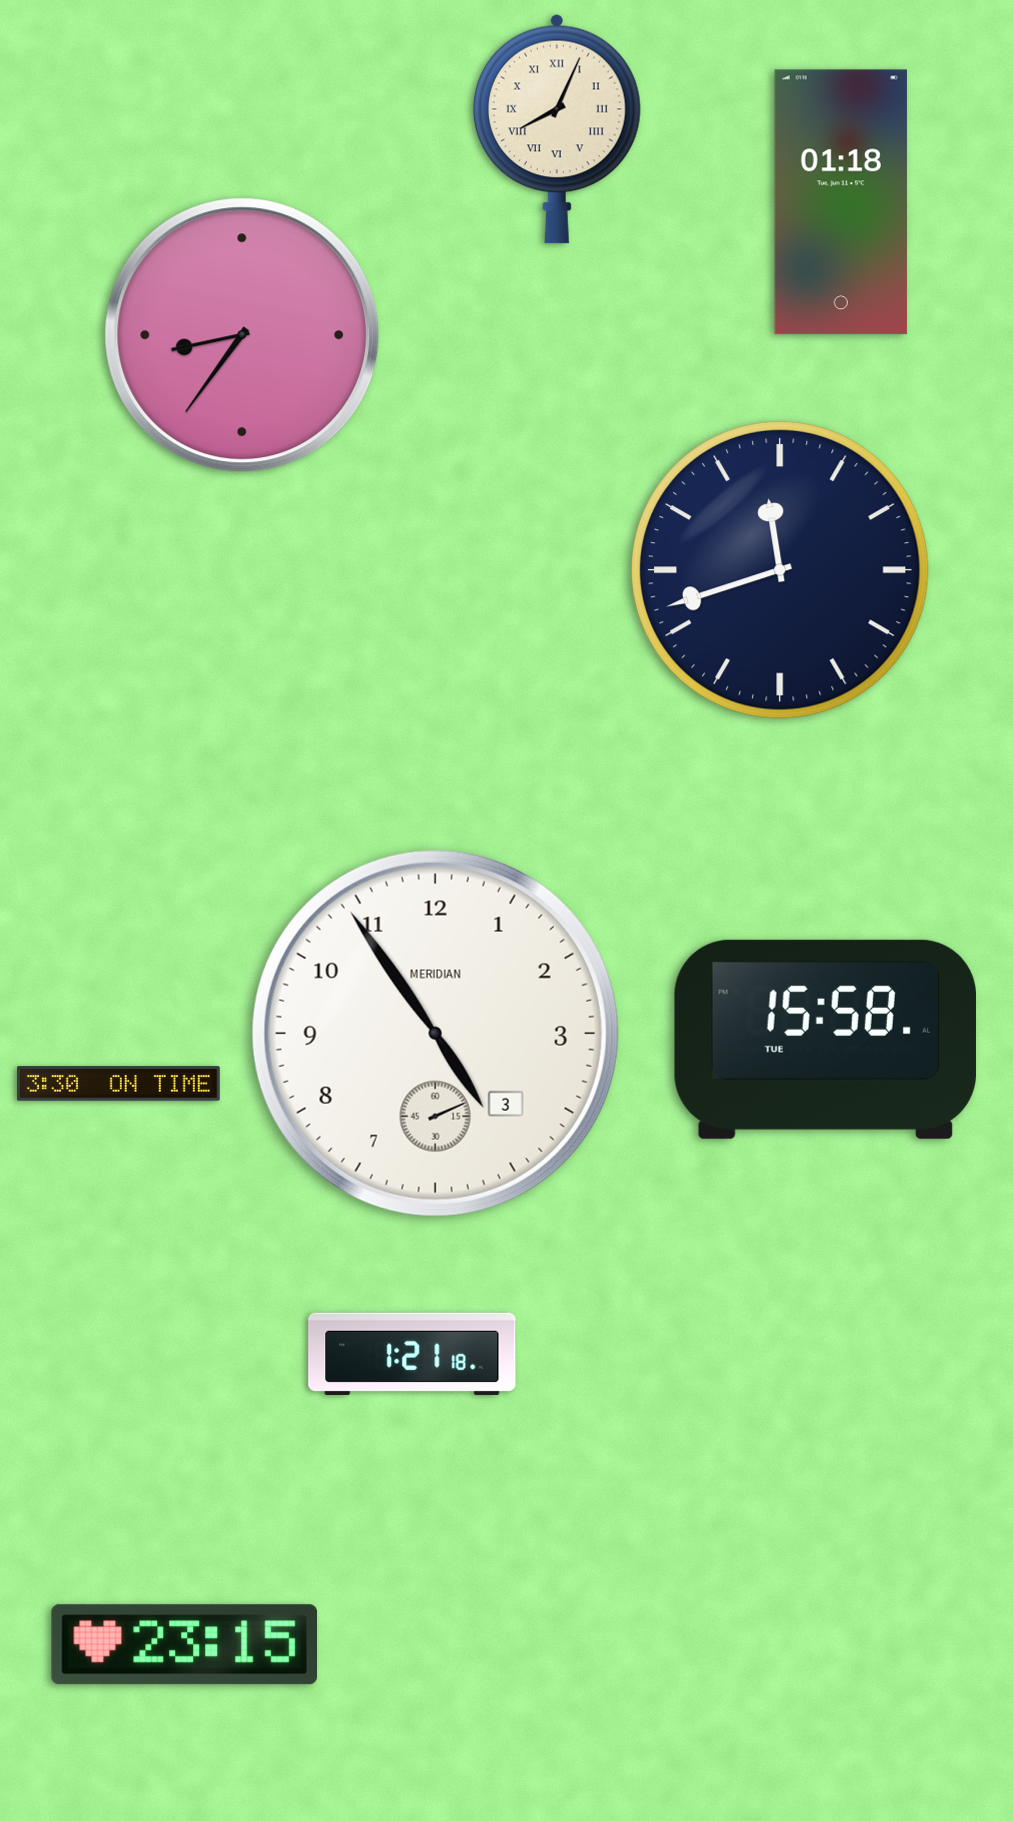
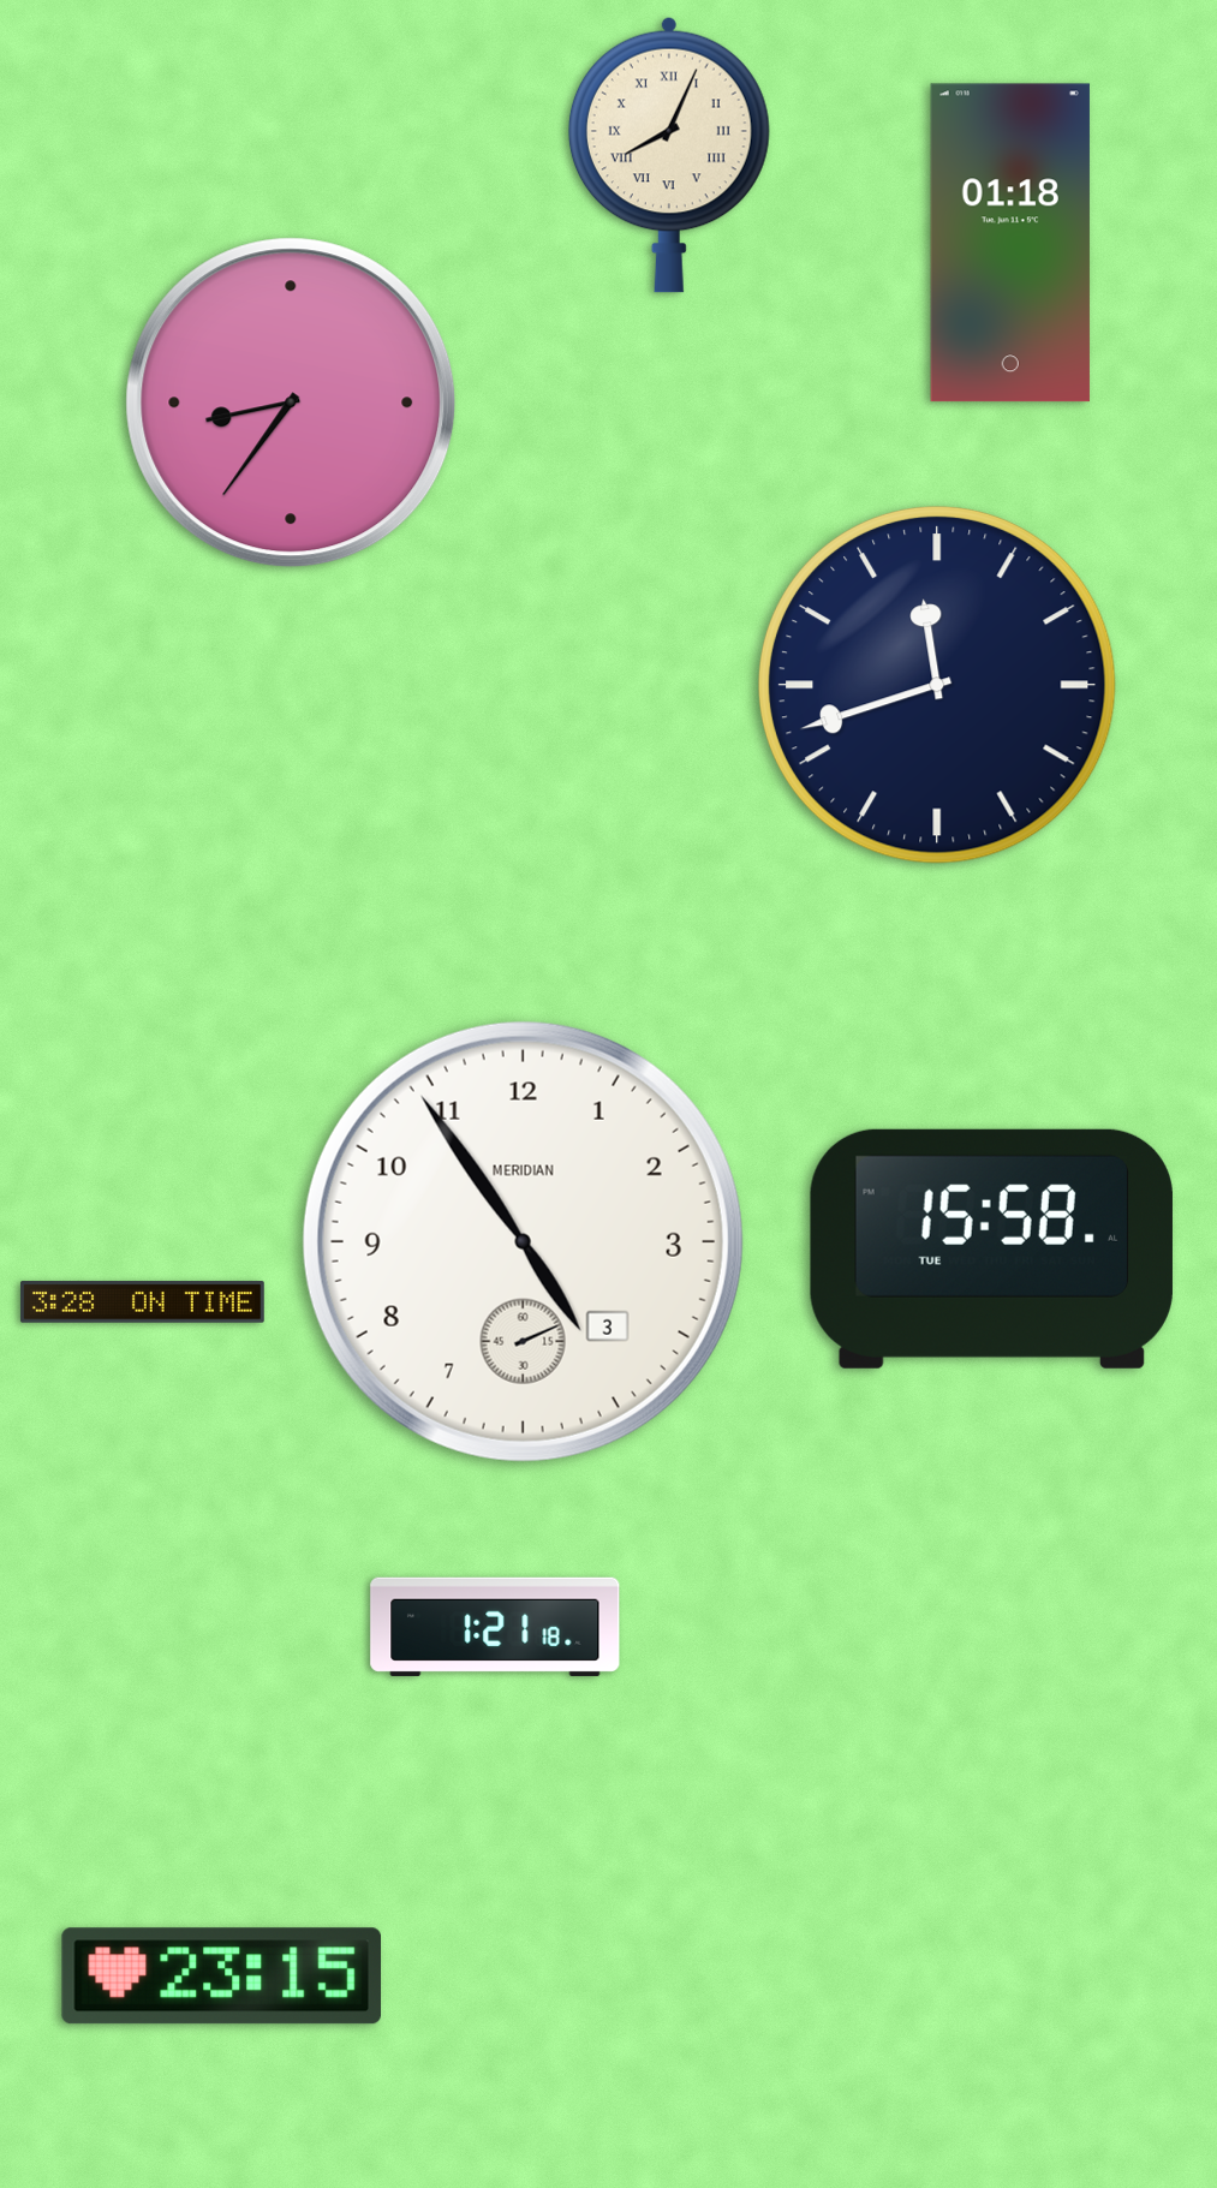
clock at (118, 1084): 3:30 -> 3:28
